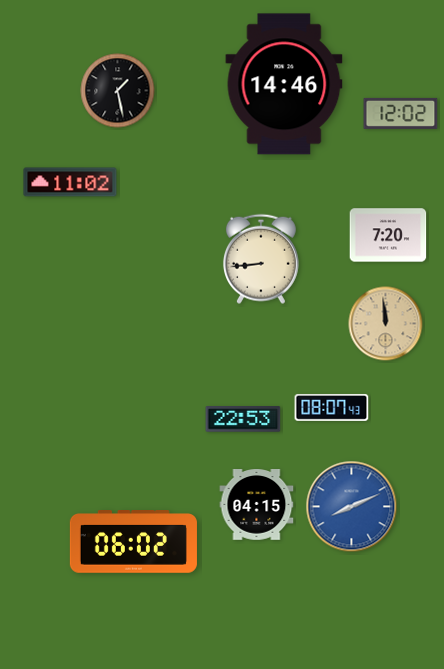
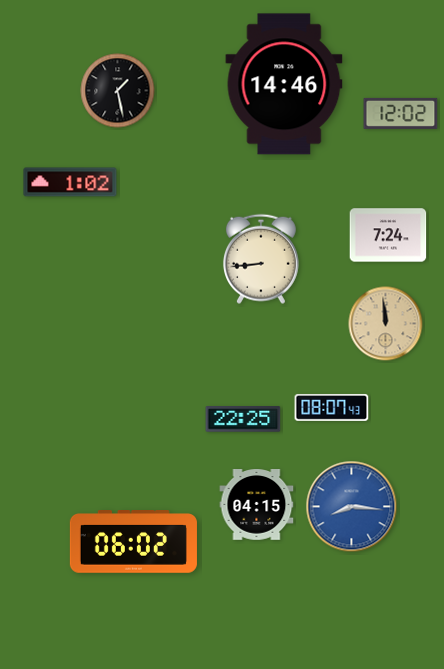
clock at (70, 182): 11:02 -> 1:02
clock at (388, 235): 7:20 -> 7:24
clock at (243, 419): 22:53 -> 22:25
clock at (352, 507): 8:11 -> 8:16
